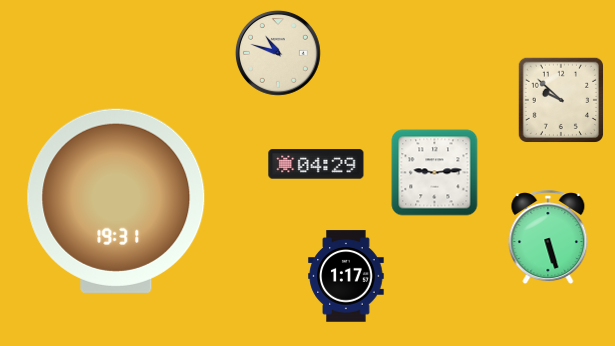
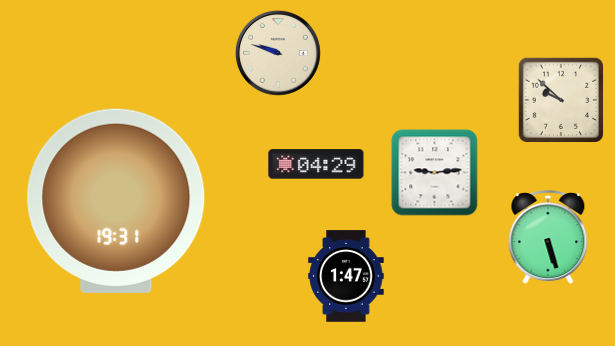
clock at (278, 53): 10:48 -> 9:48
clock at (346, 276): 1:17 -> 1:47
